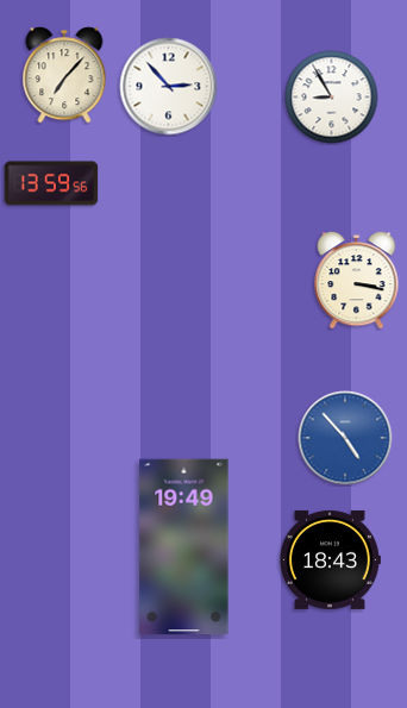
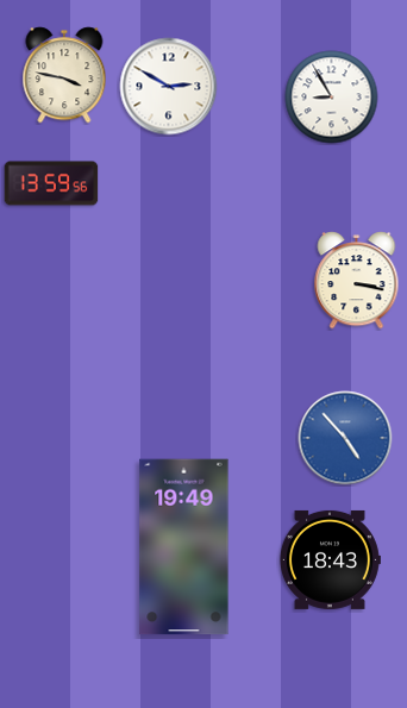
clock at (64, 75): 7:07 -> 3:47
clock at (169, 87): 2:53 -> 2:50
